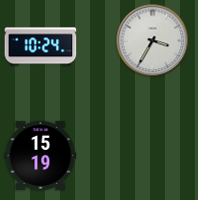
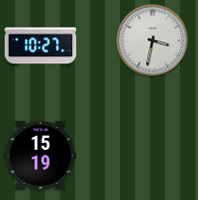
clock at (153, 41): 3:35 -> 3:32
clock at (41, 47): 10:24 -> 10:27
